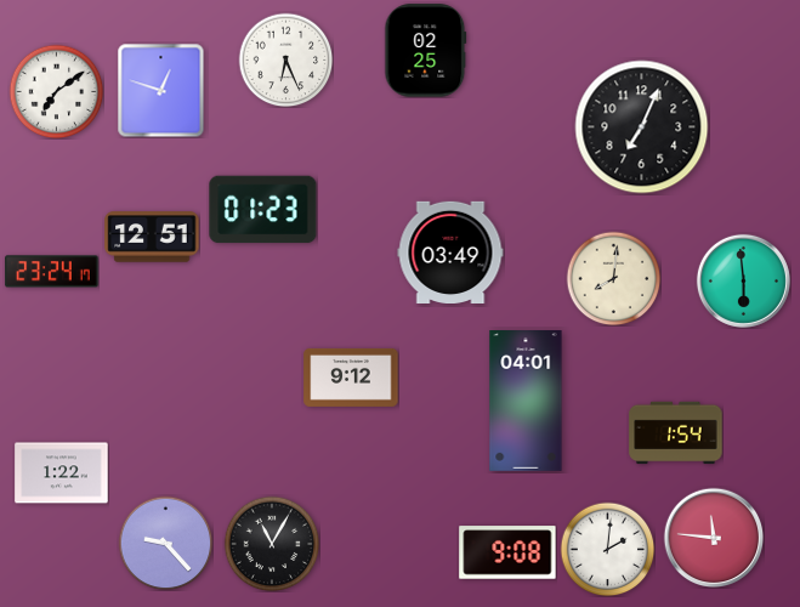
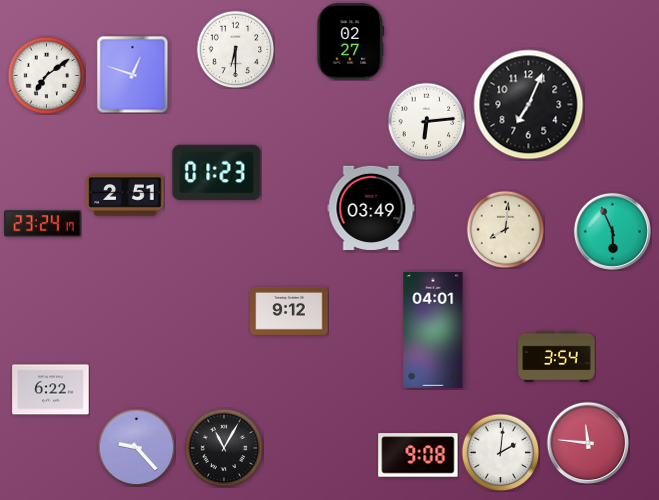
clock at (426, 51): 02:25 -> 02:27
clock at (285, 59): 6:26 -> 6:30
clock at (426, 121): none -> 6:14
clock at (152, 237): 12:51 -> 2:51
clock at (743, 280): 5:59 -> 5:56
clock at (676, 433): 1:54 -> 3:54
clock at (62, 473): 1:22 -> 6:22
